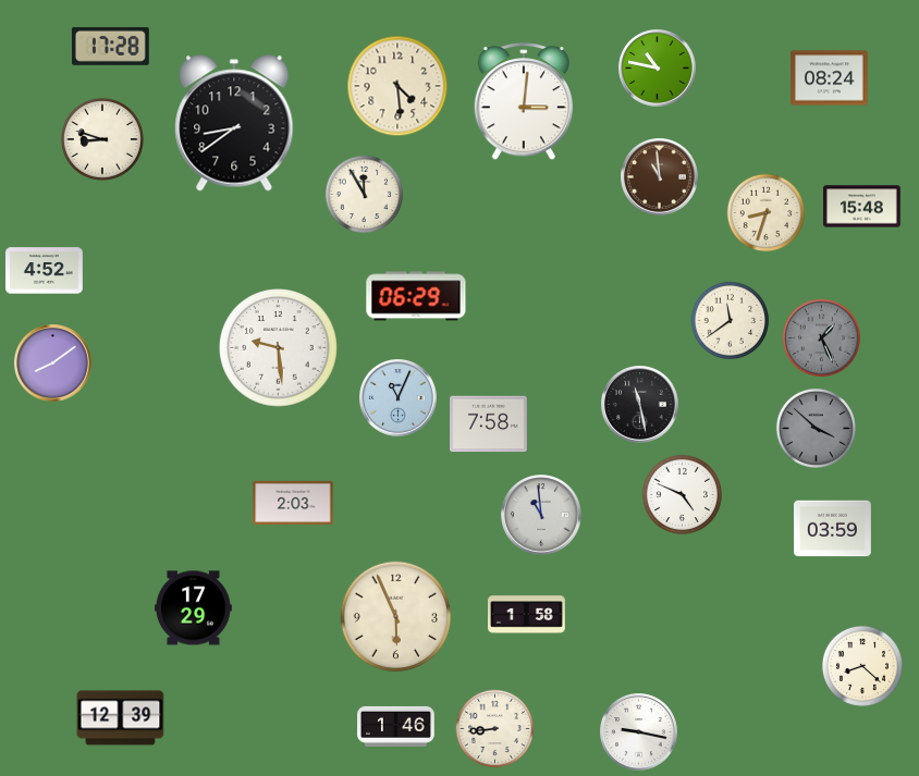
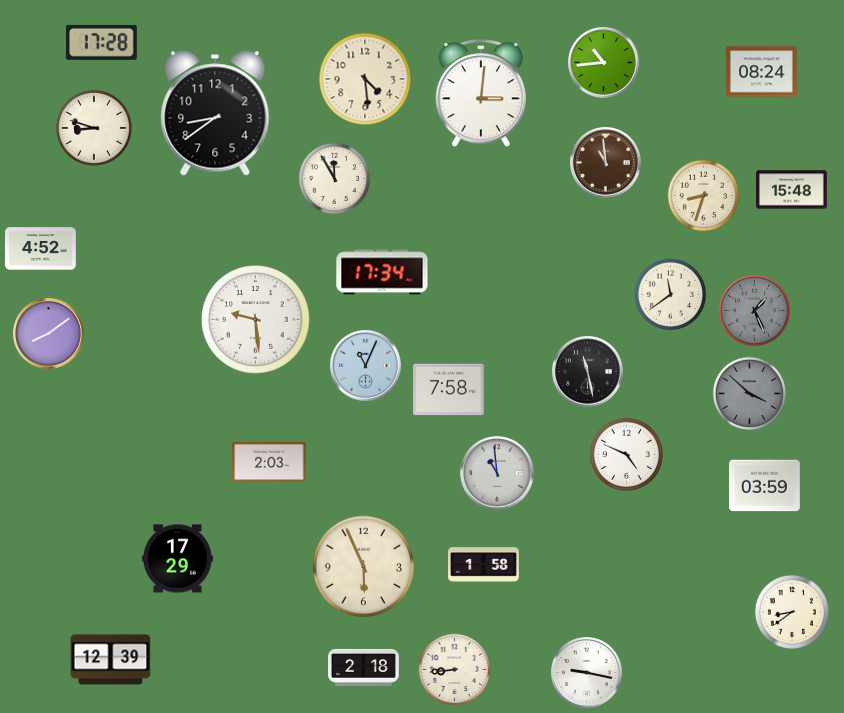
clock at (658, 69): 10:47 -> 10:44
clock at (416, 296): 06:29 -> 17:34
clock at (862, 666): 8:22 -> 8:39
clock at (396, 726): 1:46 -> 2:18
